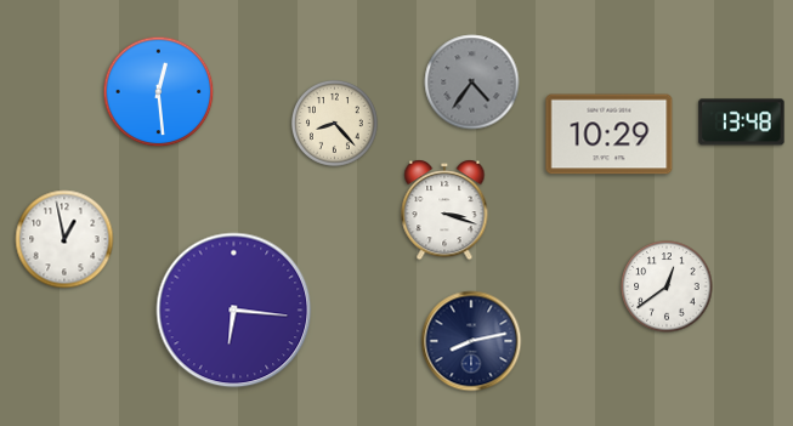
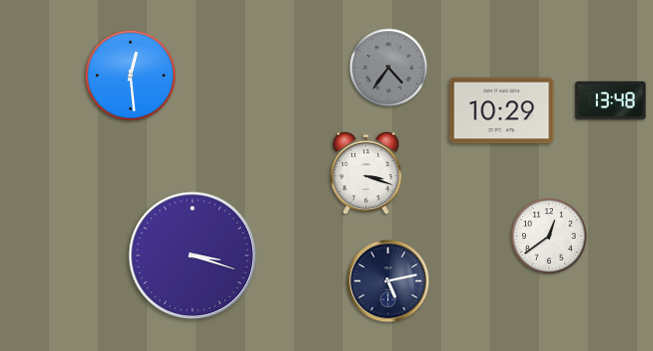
clock at (334, 123): 8:23 -> none
clock at (64, 239): 12:58 -> none
clock at (234, 311): 6:16 -> 3:18
clock at (471, 341): 8:13 -> 5:13
